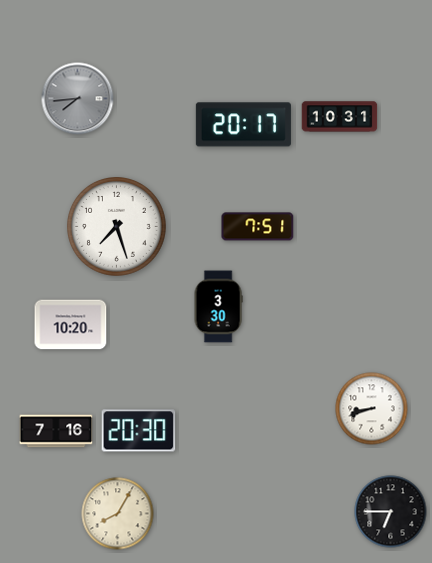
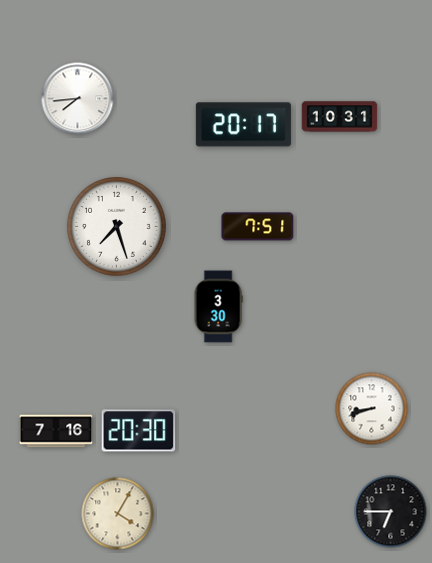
clock at (78, 99) dial: grey -> white
clock at (71, 325): 10:20 -> none
clock at (118, 514): 8:05 -> 4:05
